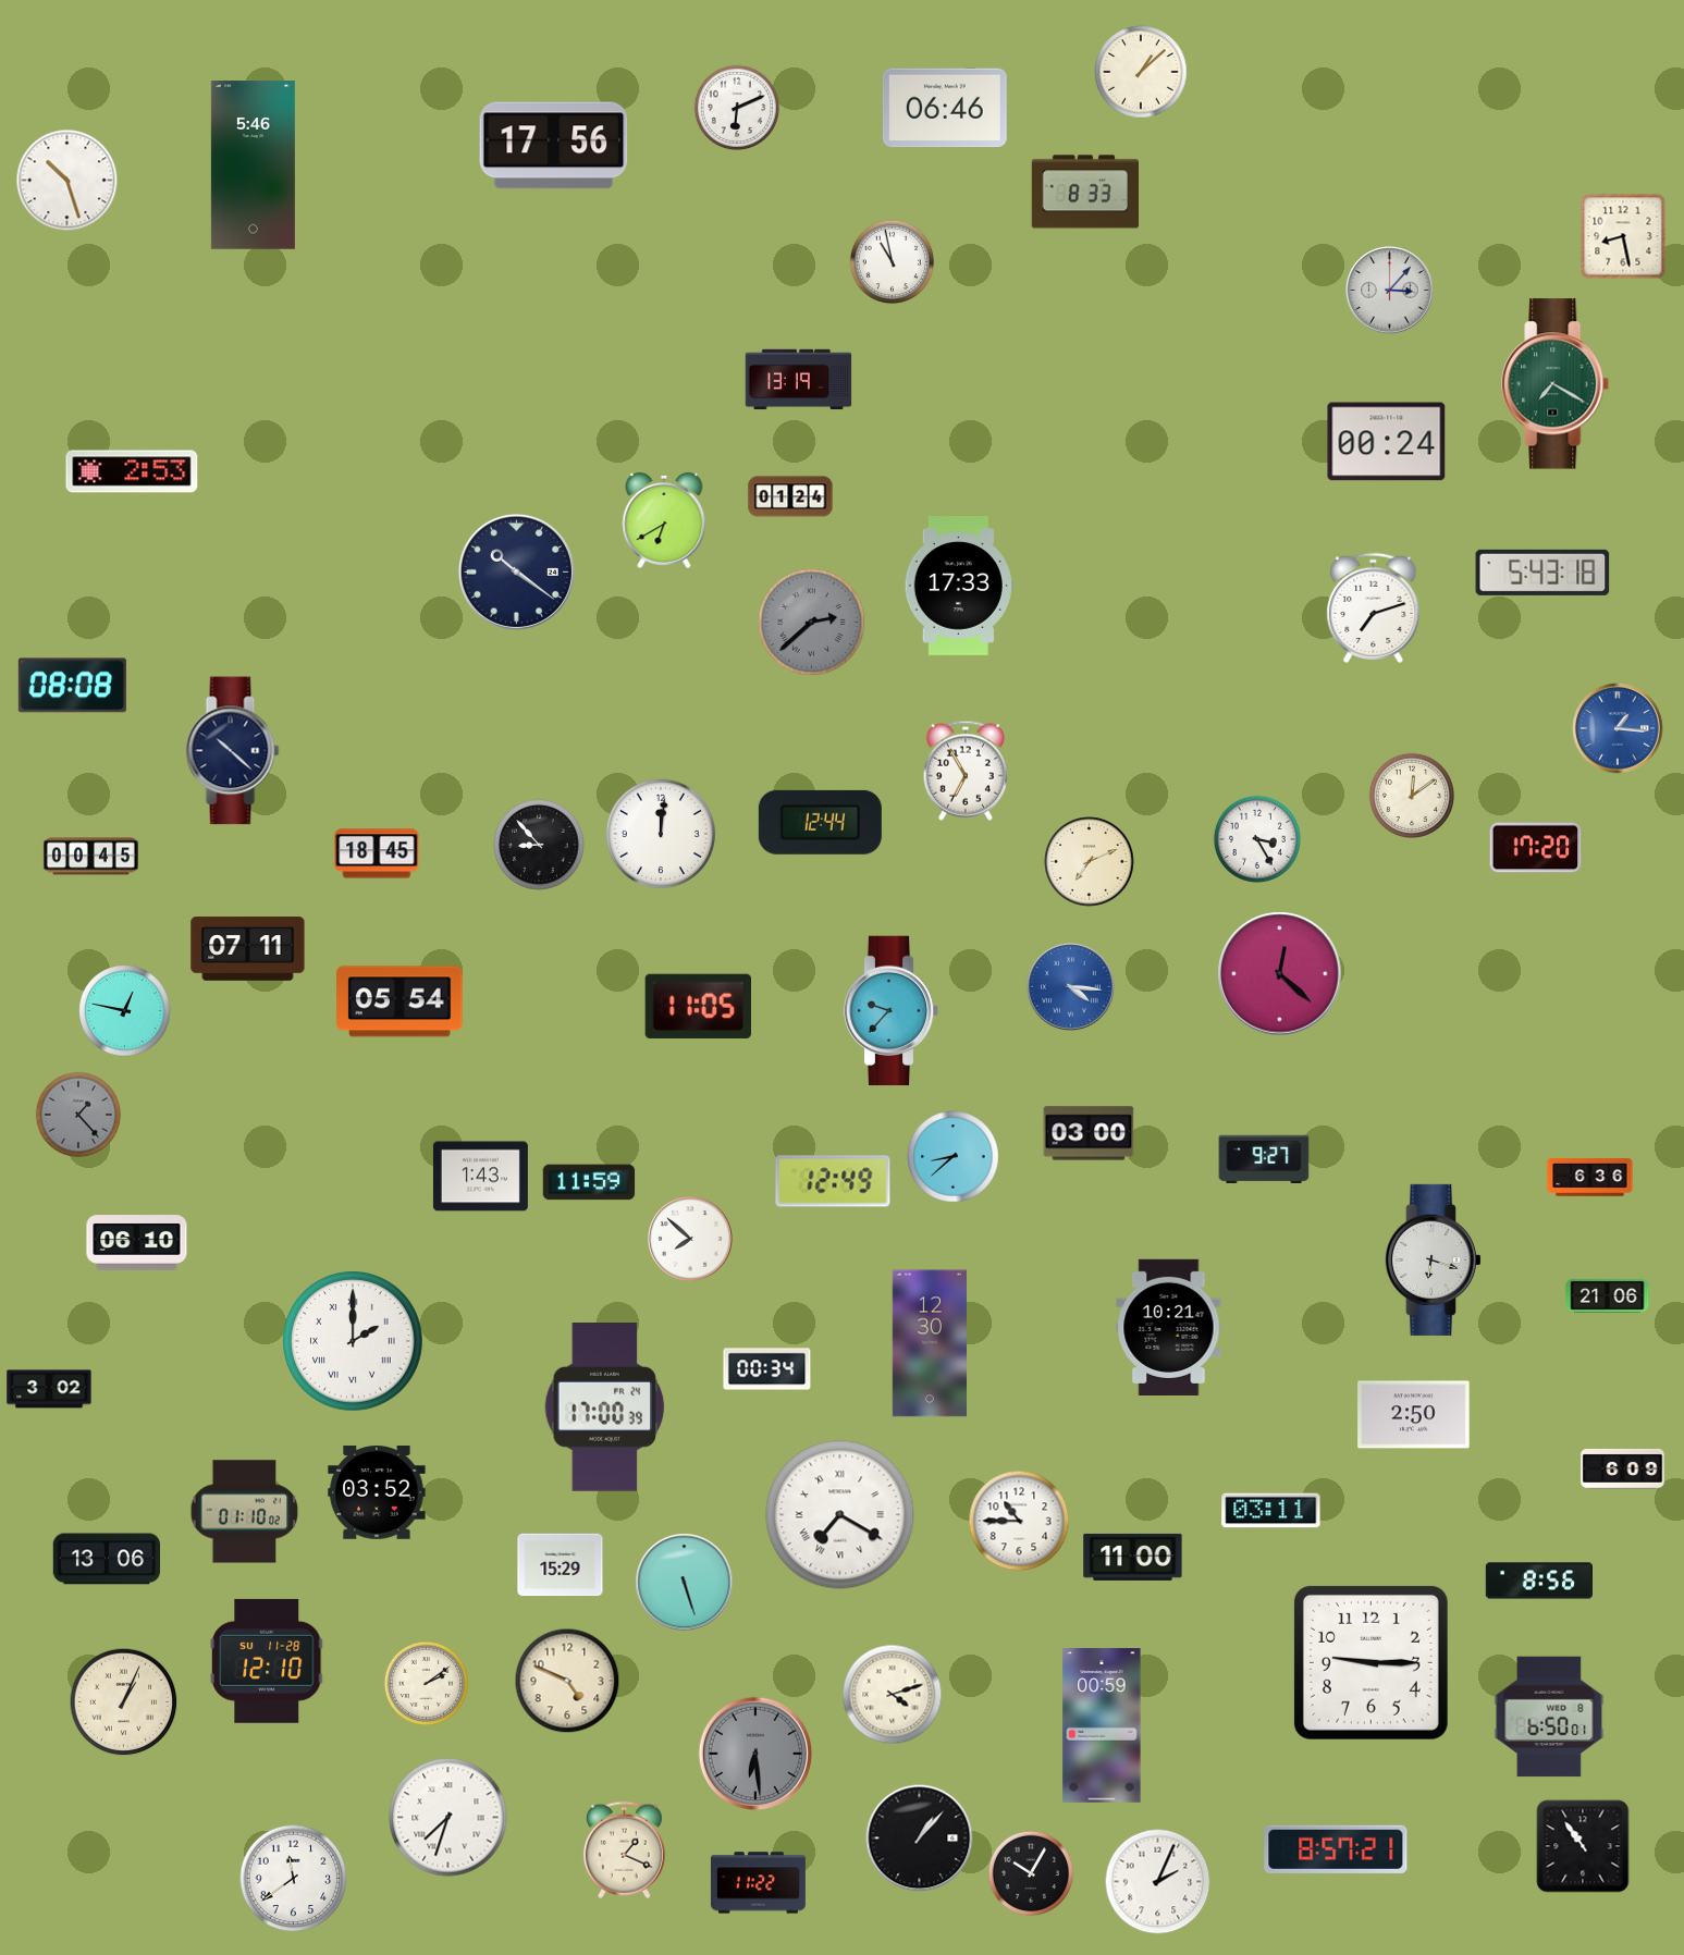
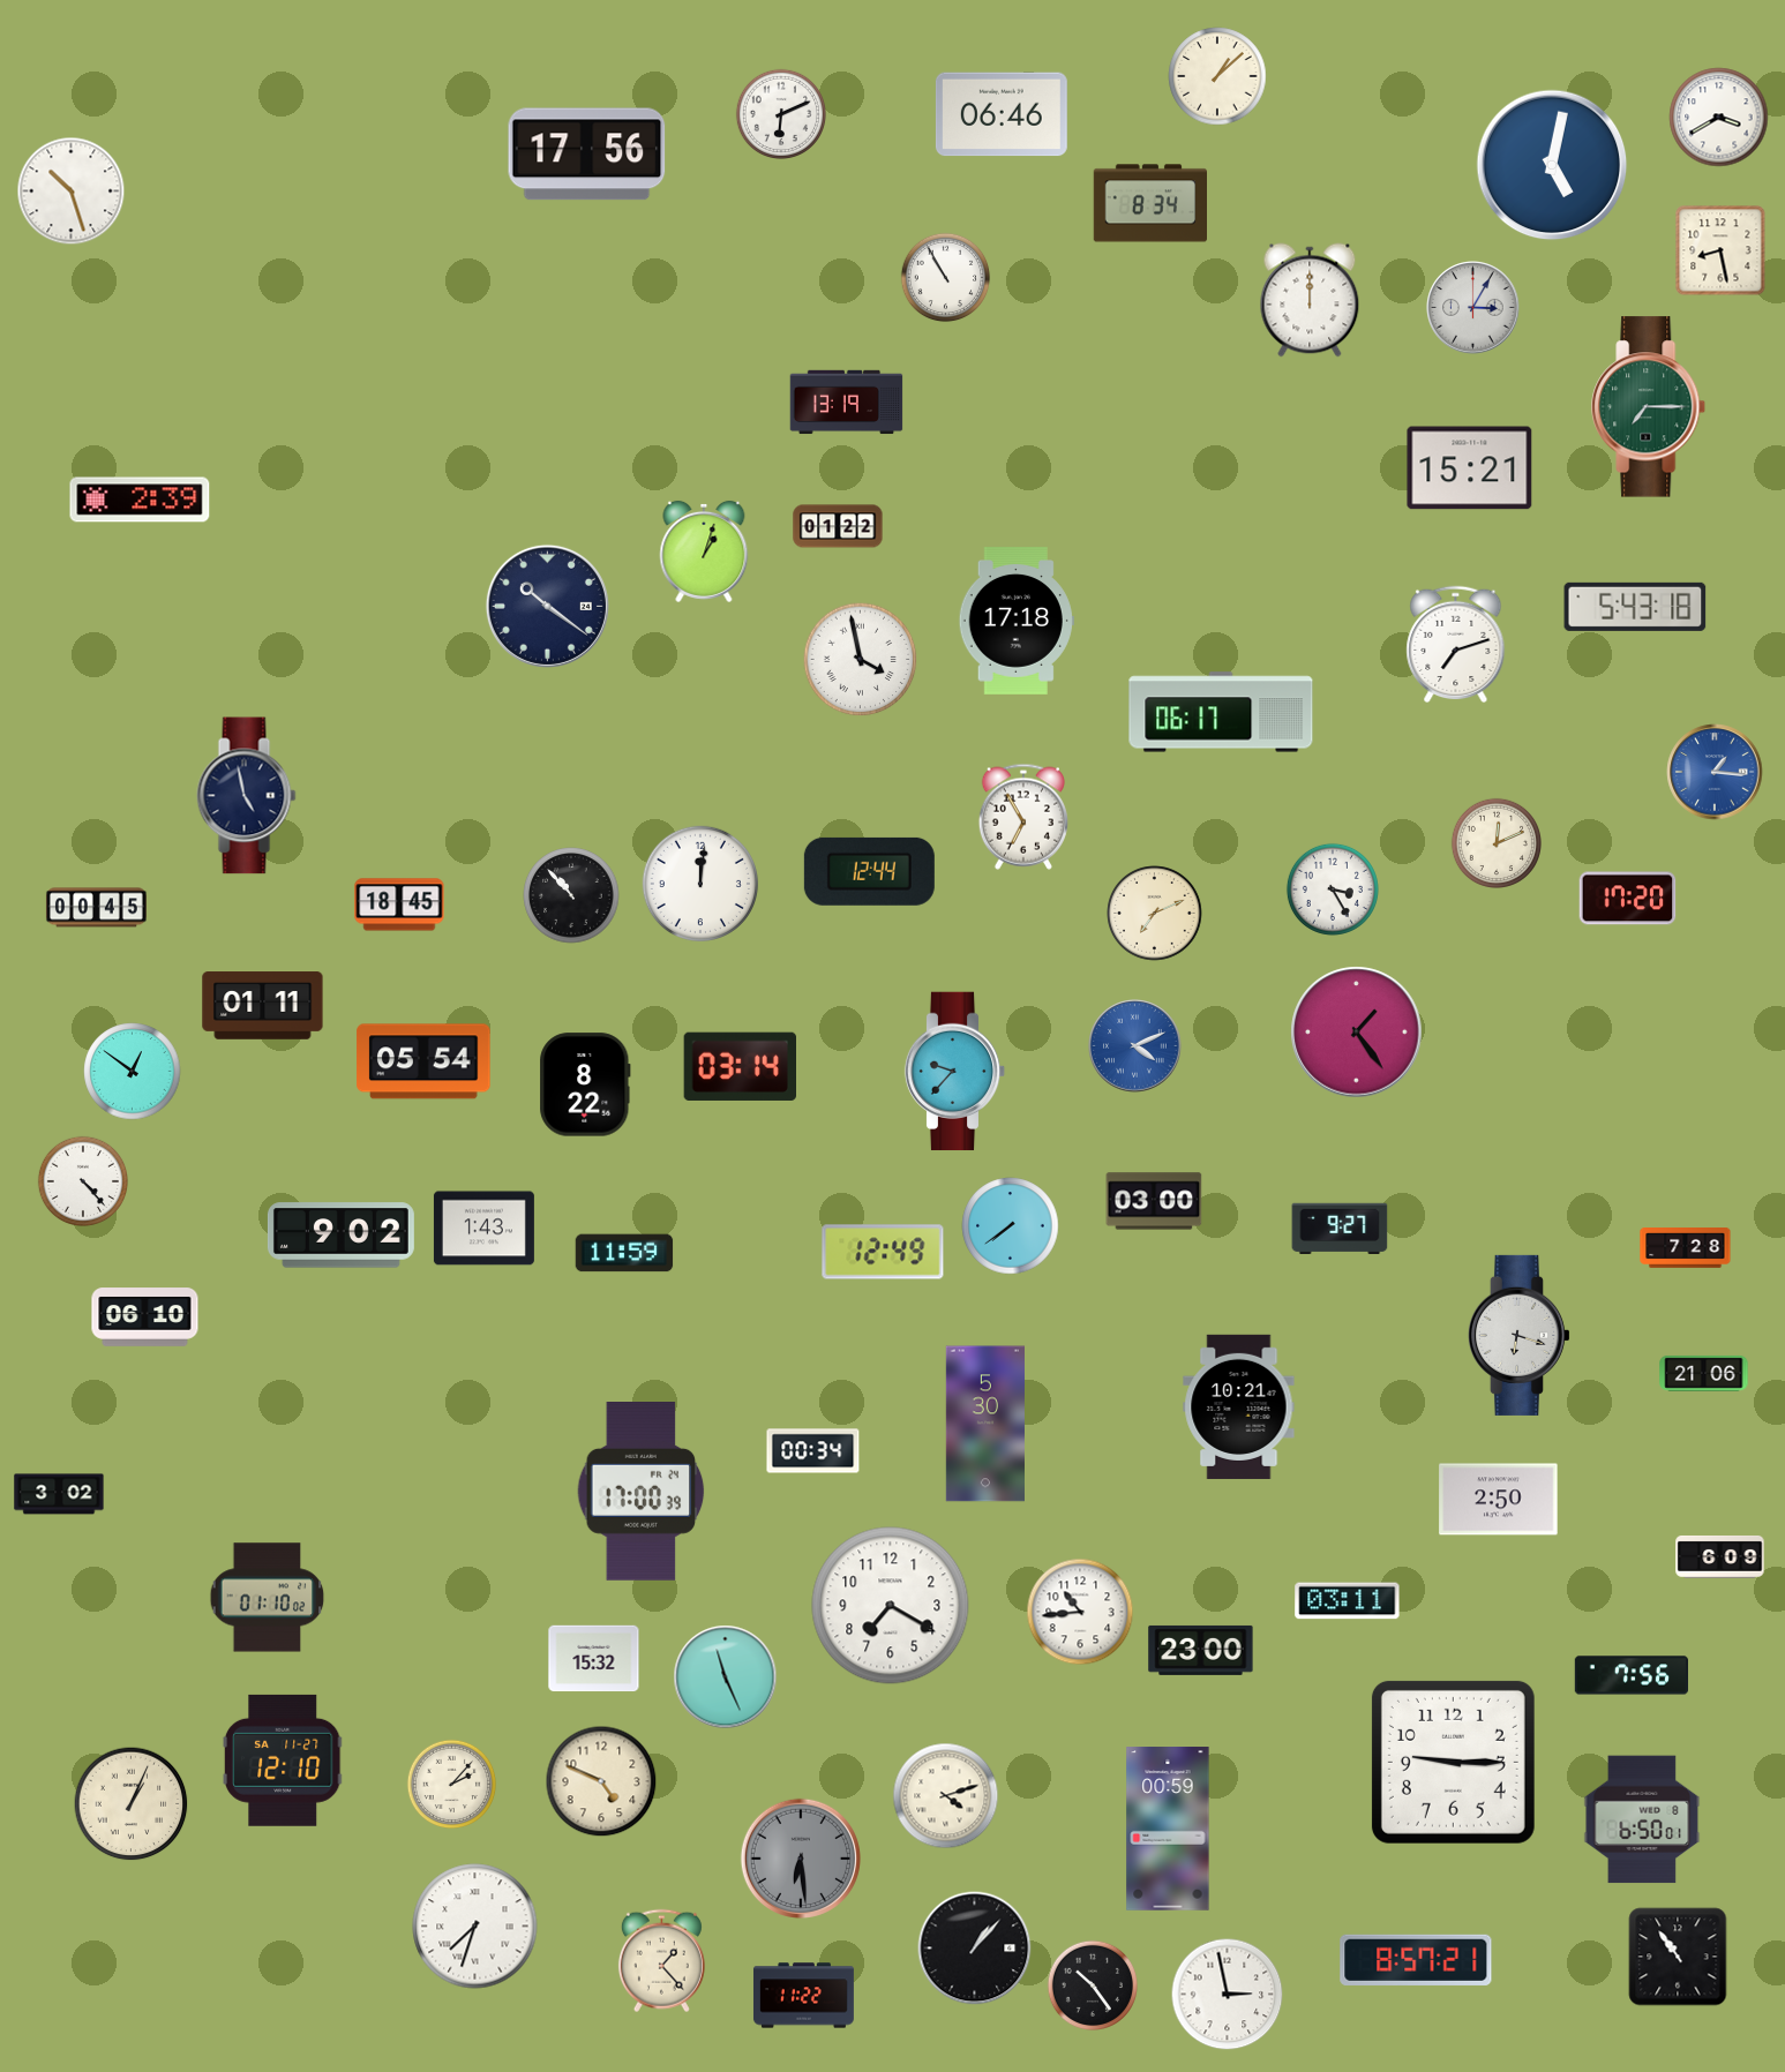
clock at (1141, 72) position: (1141, 72) -> (1217, 76)
clock at (1719, 118): none -> 3:40
clock at (1552, 165): none -> 5:02
clock at (253, 165): 5:46 -> none
clock at (1084, 192): 8:33 -> 8:34
clock at (893, 262): 10:58 -> 10:55
clock at (1310, 300): none -> 12:00
clock at (1390, 291): 3:07 -> 3:05
clock at (1556, 384): 7:20 -> 7:15
clock at (1387, 442): 00:24 -> 15:21
clock at (132, 471): 2:53 -> 2:39
clock at (790, 496): 01:24 -> 01:22
clock at (664, 520): 6:40 -> 1:03
clock at (959, 587): 17:33 -> 17:18
clock at (812, 623): 2:38 -> 3:58
clock at (812, 623) dial: grey -> white
clock at (1221, 712): none -> 06:17
clock at (72, 686): 08:08 -> none
clock at (233, 751): 10:22 -> 4:58
clock at (1411, 795): 12:09 -> 12:11
clock at (539, 845): 8:53 -> 10:53
clock at (248, 949): 07:11 -> 01:11
clock at (1280, 974): 12:22 -> 1:24
clock at (1071, 987): 4:16 -> 4:11
clock at (698, 1006): 11:05 -> 03:14
clock at (125, 1011): 12:47 -> 12:51
clock at (892, 1011) position: (892, 1011) -> (955, 1072)
clock at (585, 1084): none -> 8:22
clock at (77, 1114): 1:23 -> 4:23
clock at (77, 1114) dial: grey -> white
clock at (954, 1157): 8:38 -> 7:39
clock at (340, 1236): none -> 9:02
clock at (480, 1177) position: (480, 1177) -> (483, 1229)
clock at (1590, 1178): 6:36 -> 7:28
clock at (690, 1239): 7:52 -> none
clock at (354, 1342): 2:00 -> none
clock at (930, 1343): 12:30 -> 5:30
clock at (49, 1389) position: (49, 1389) -> (59, 1494)
clock at (377, 1492): 03:52 -> none
clock at (245, 1512) position: (245, 1512) -> (268, 1598)
clock at (840, 1515) numerals: Roman -> Arabic
clock at (1019, 1521): 10:45 -> 10:44
clock at (1133, 1557): 11:00 -> 23:00
clock at (106, 1559): 13:06 -> none
clock at (561, 1565): 15:29 -> 15:32
clock at (1539, 1581): 8:56 -> 7:56
clock at (685, 1583): 5:27 -> 11:26
clock at (267, 1661) date: SU 11-28 -> SA 11-27
clock at (427, 1684): 2:09 -> 2:07
clock at (624, 1851): 1:19 -> 1:23
clock at (1030, 1872): 10:05 -> 10:24
clock at (294, 1879): 11:39 -> none
clock at (1158, 1882): 2:04 -> 2:58
